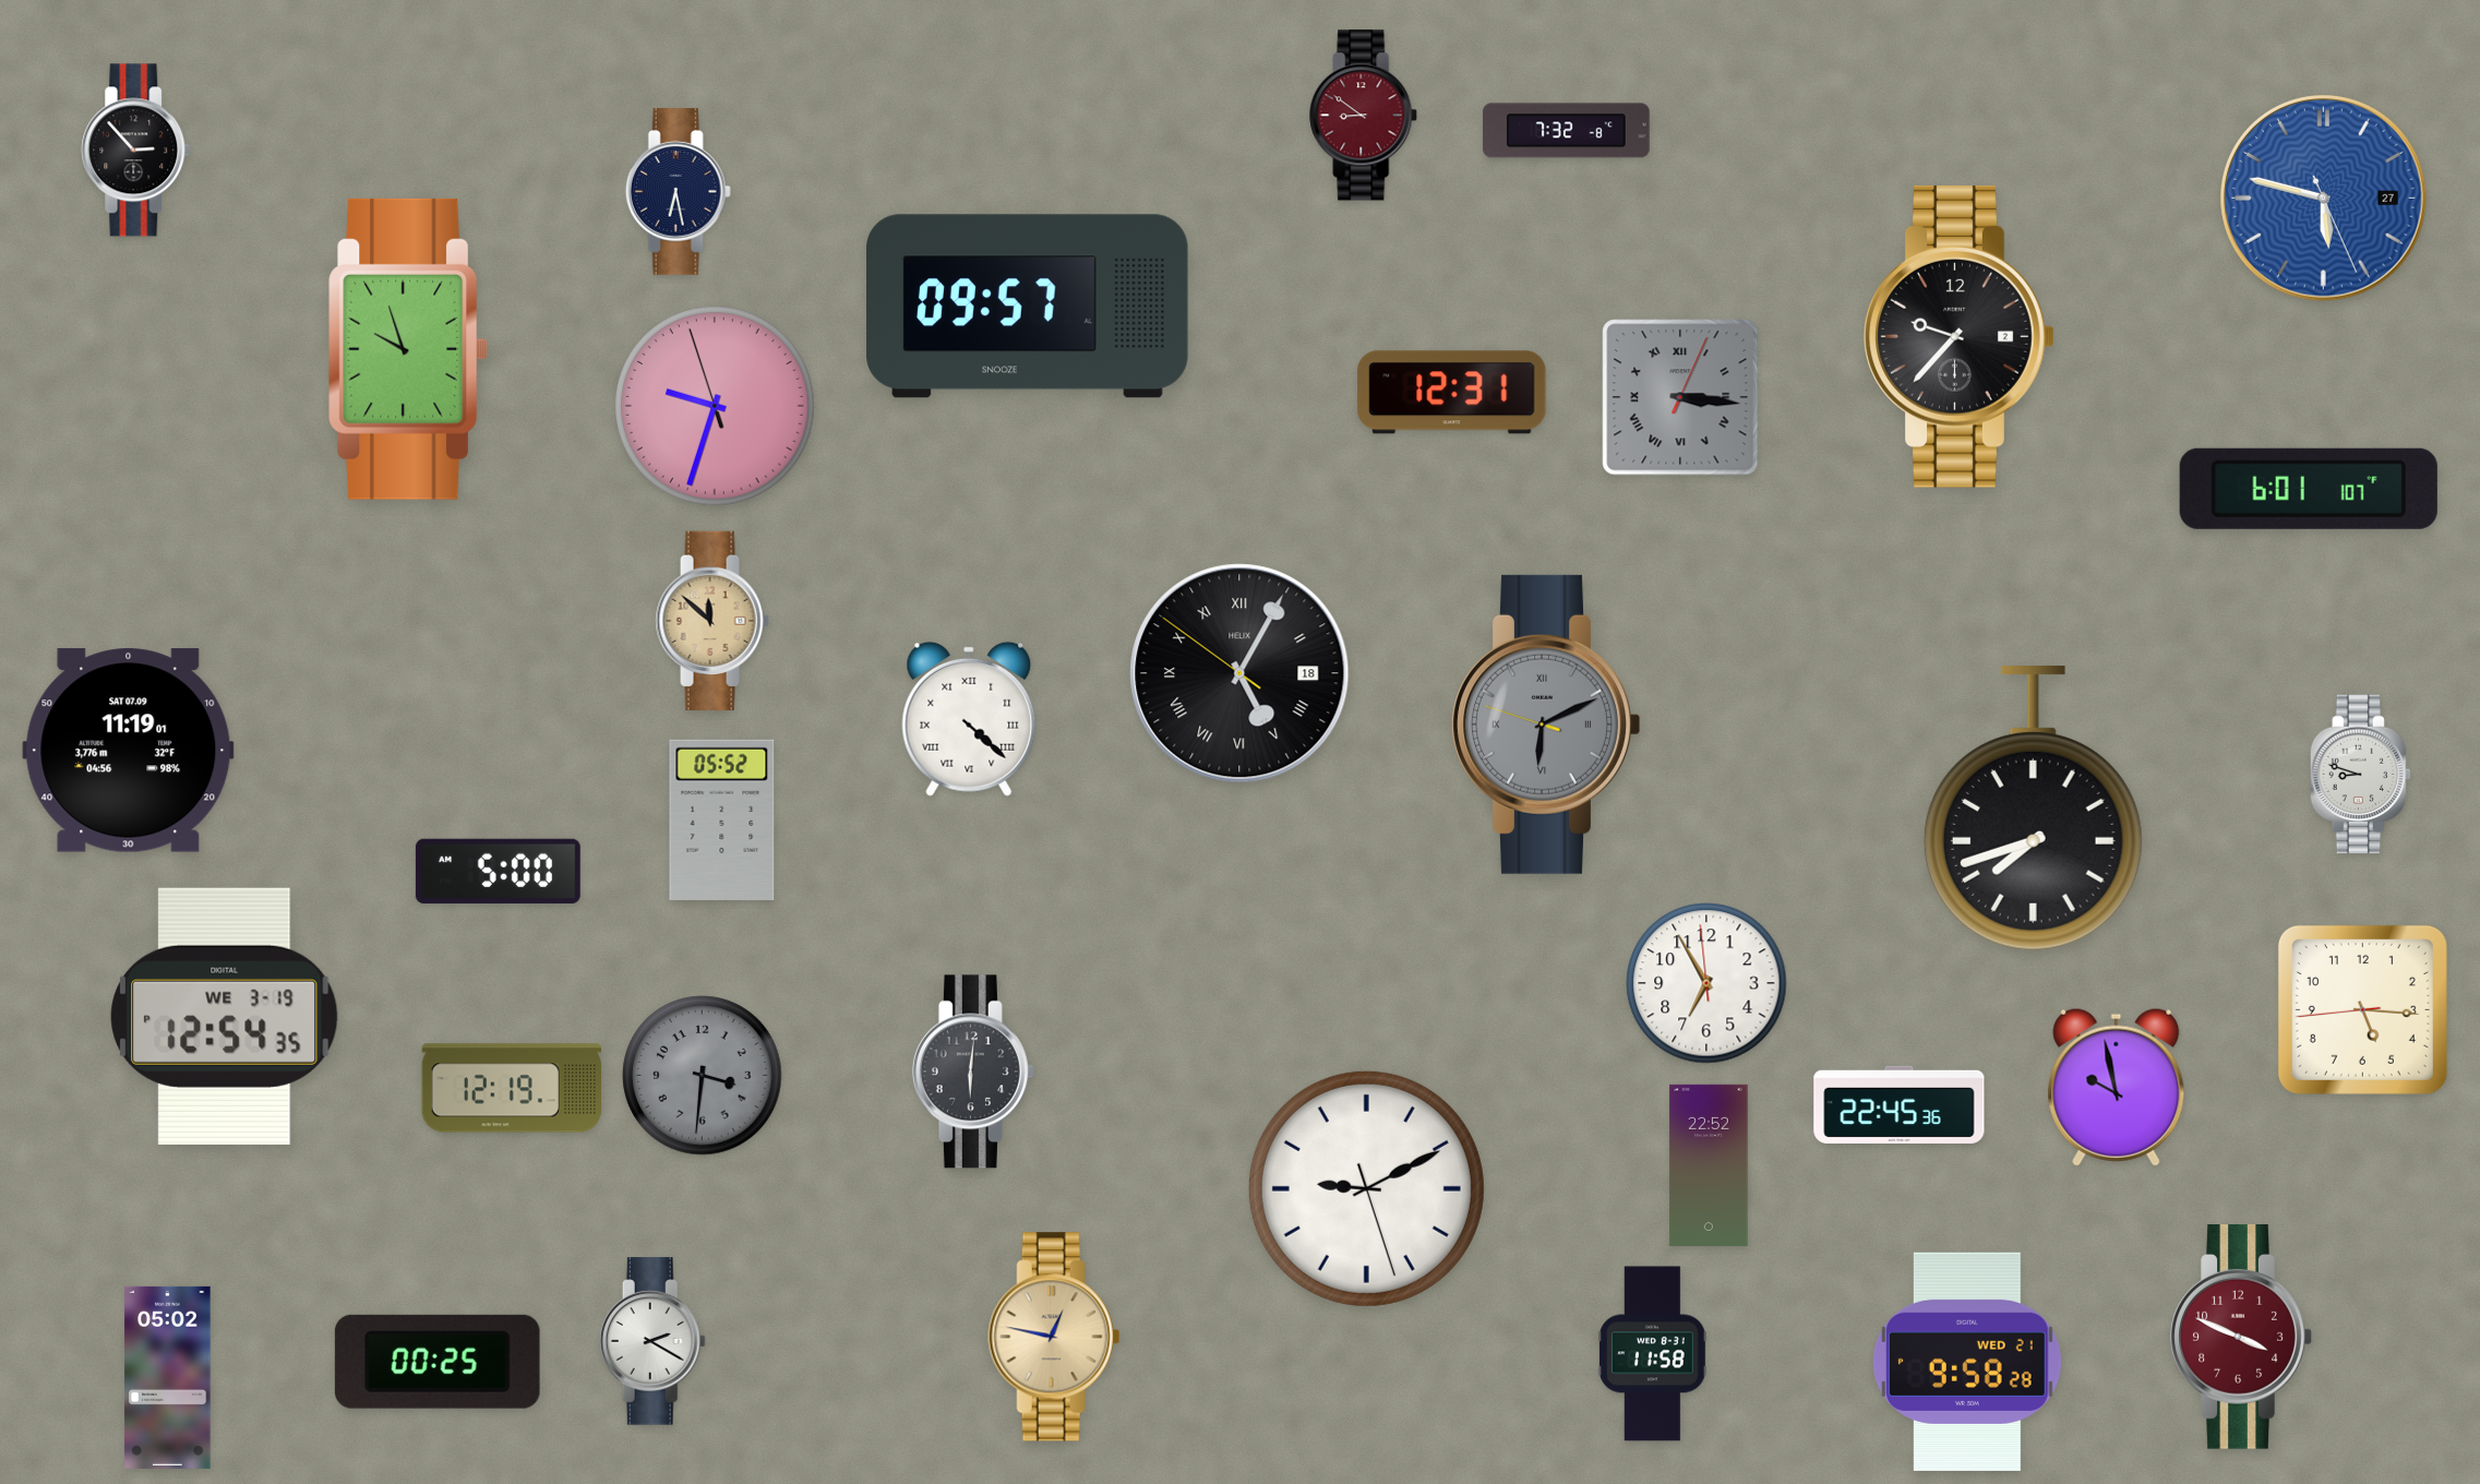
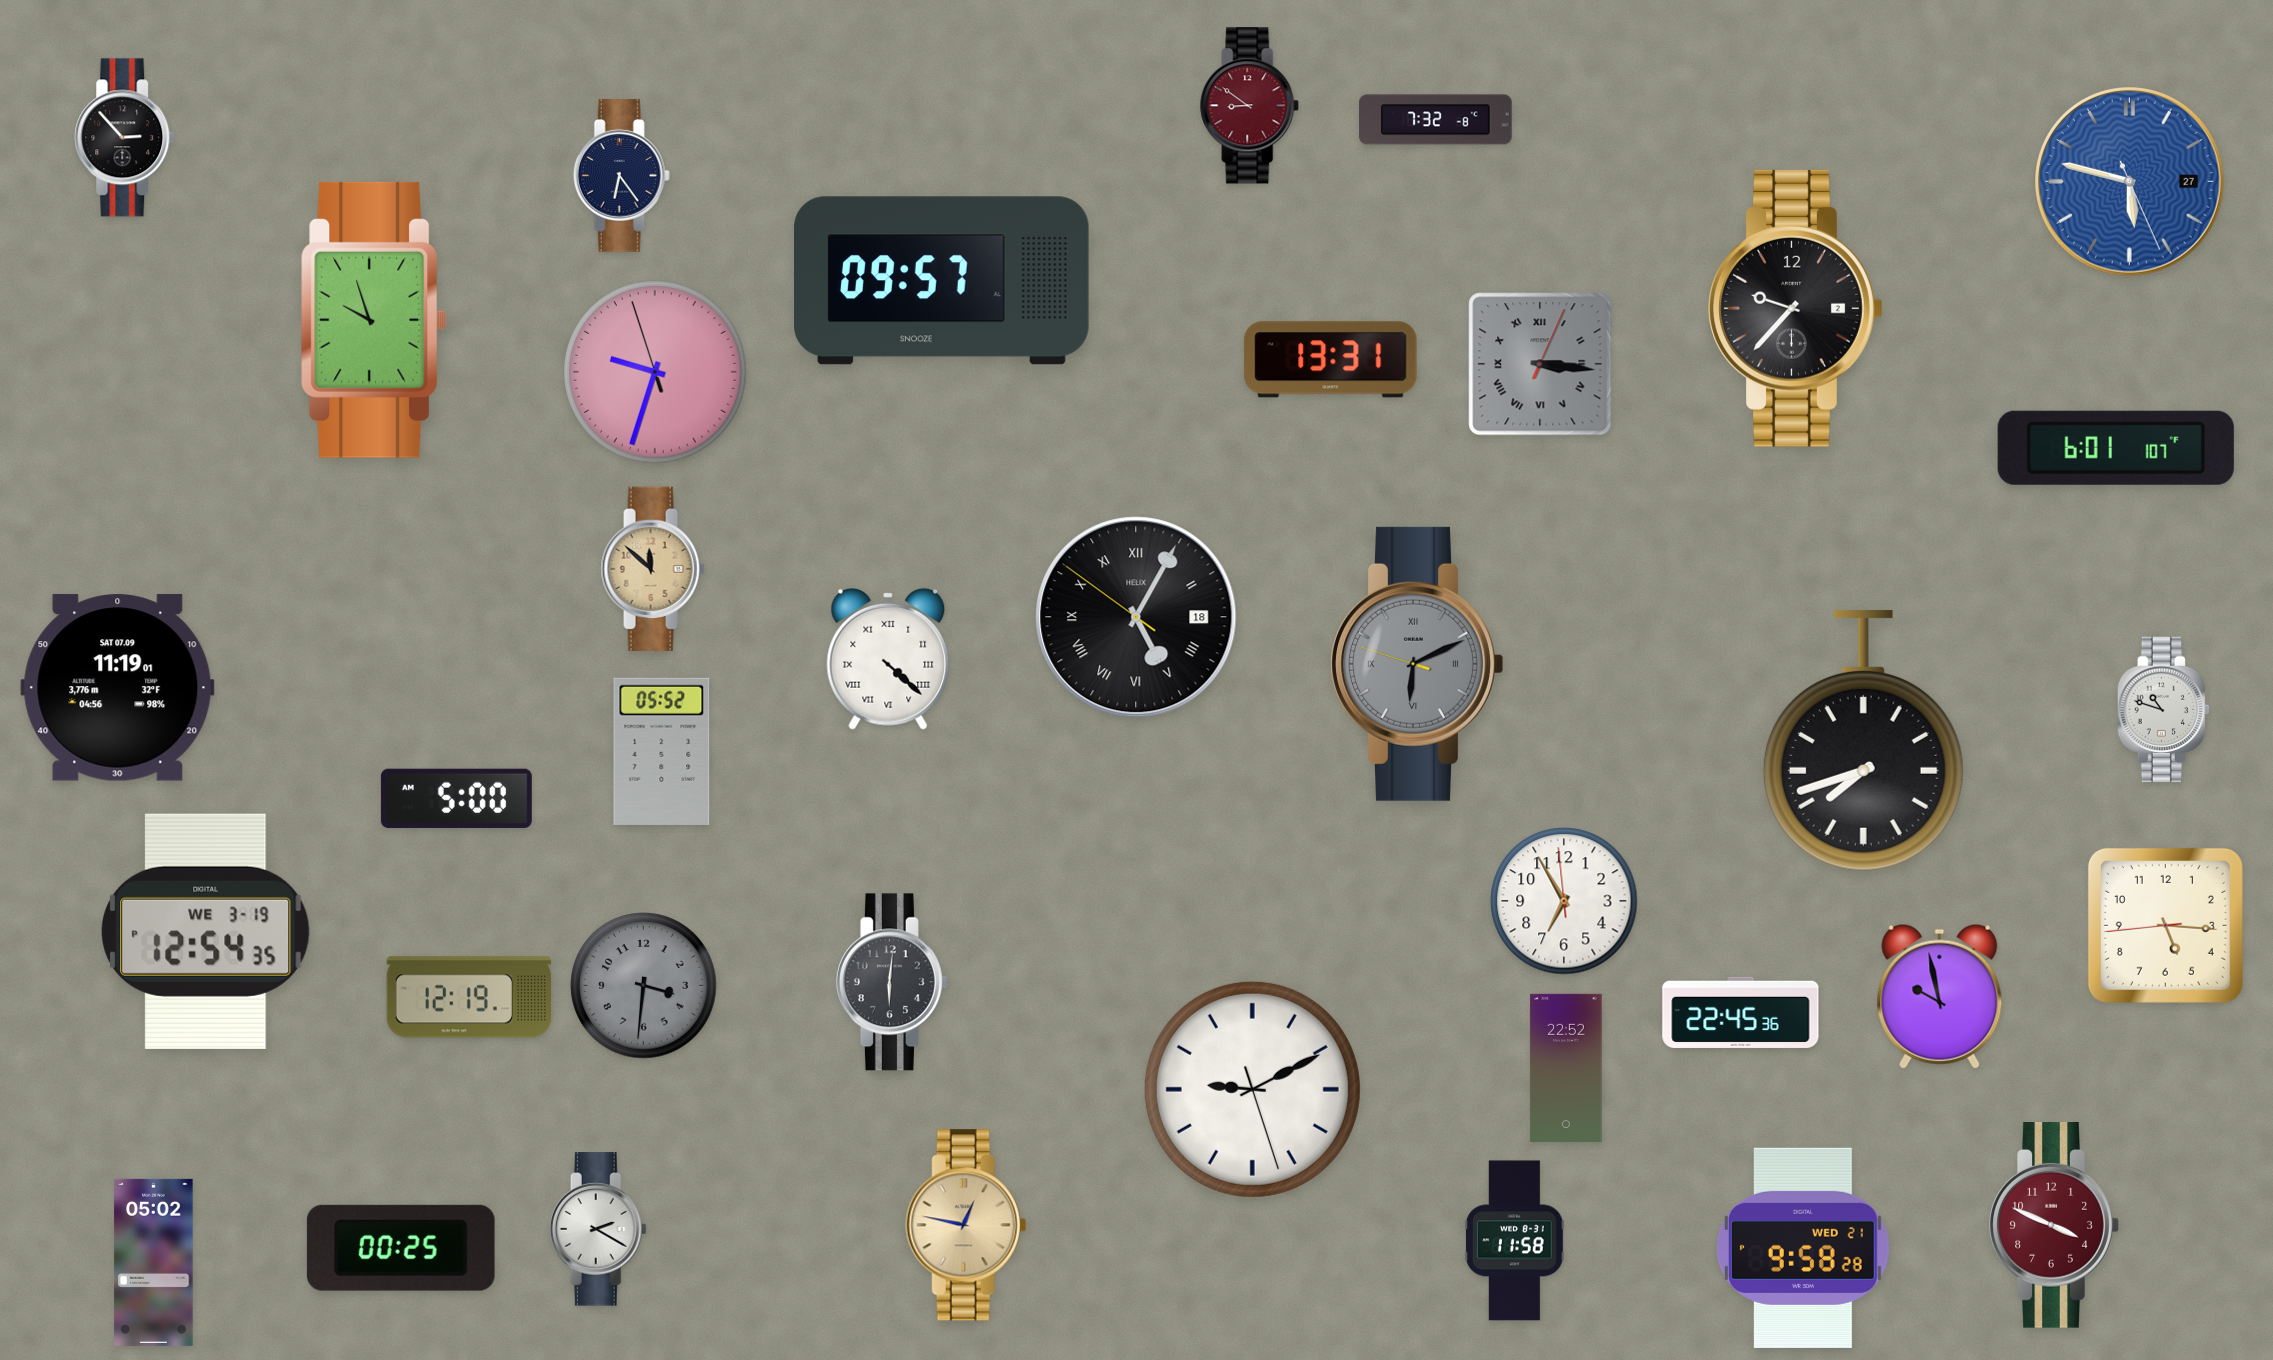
clock at (678, 192): 6:28 -> 6:24
clock at (1452, 393): 12:31 -> 13:31
clock at (2361, 775): 8:48 -> 10:48
